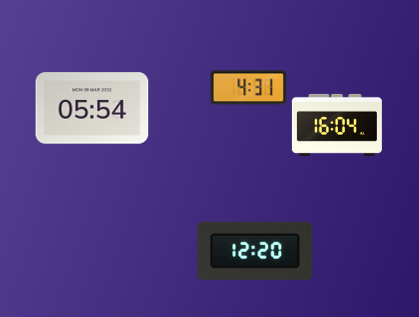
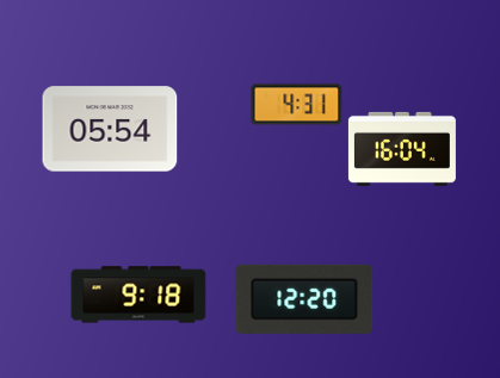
clock at (138, 295): none -> 9:18
